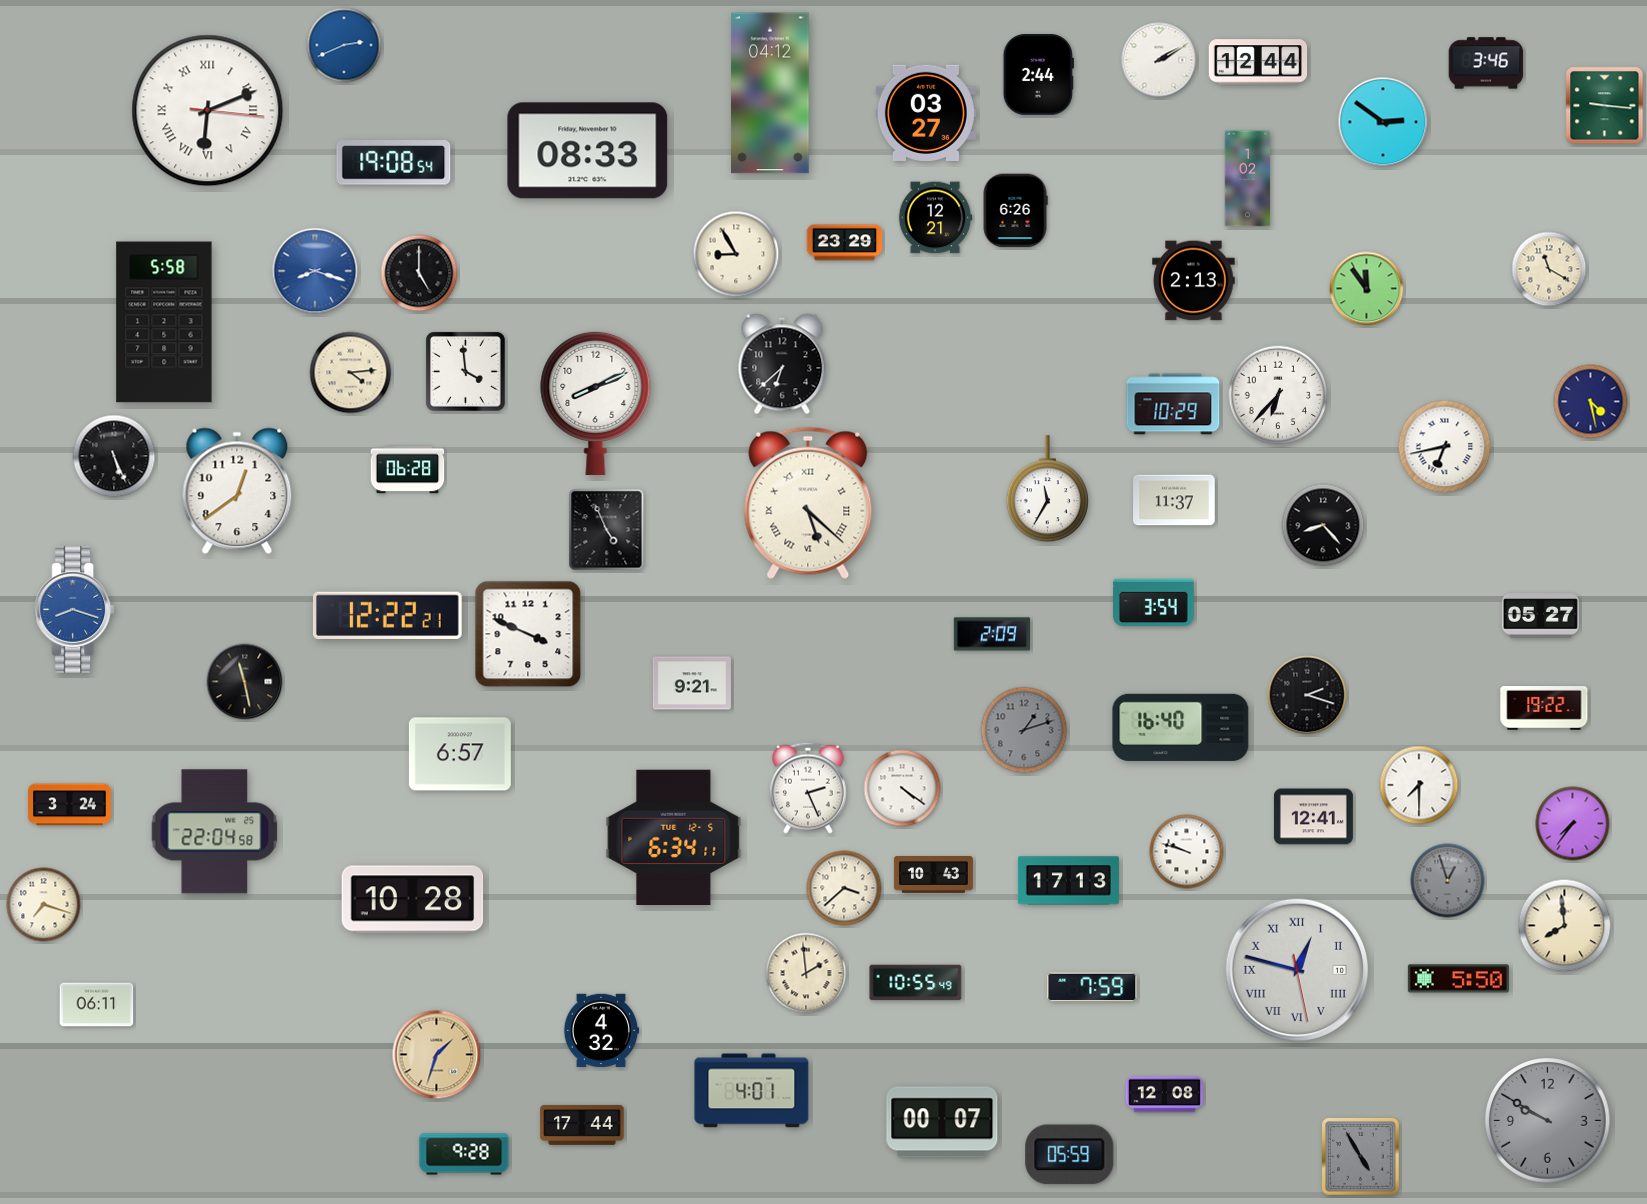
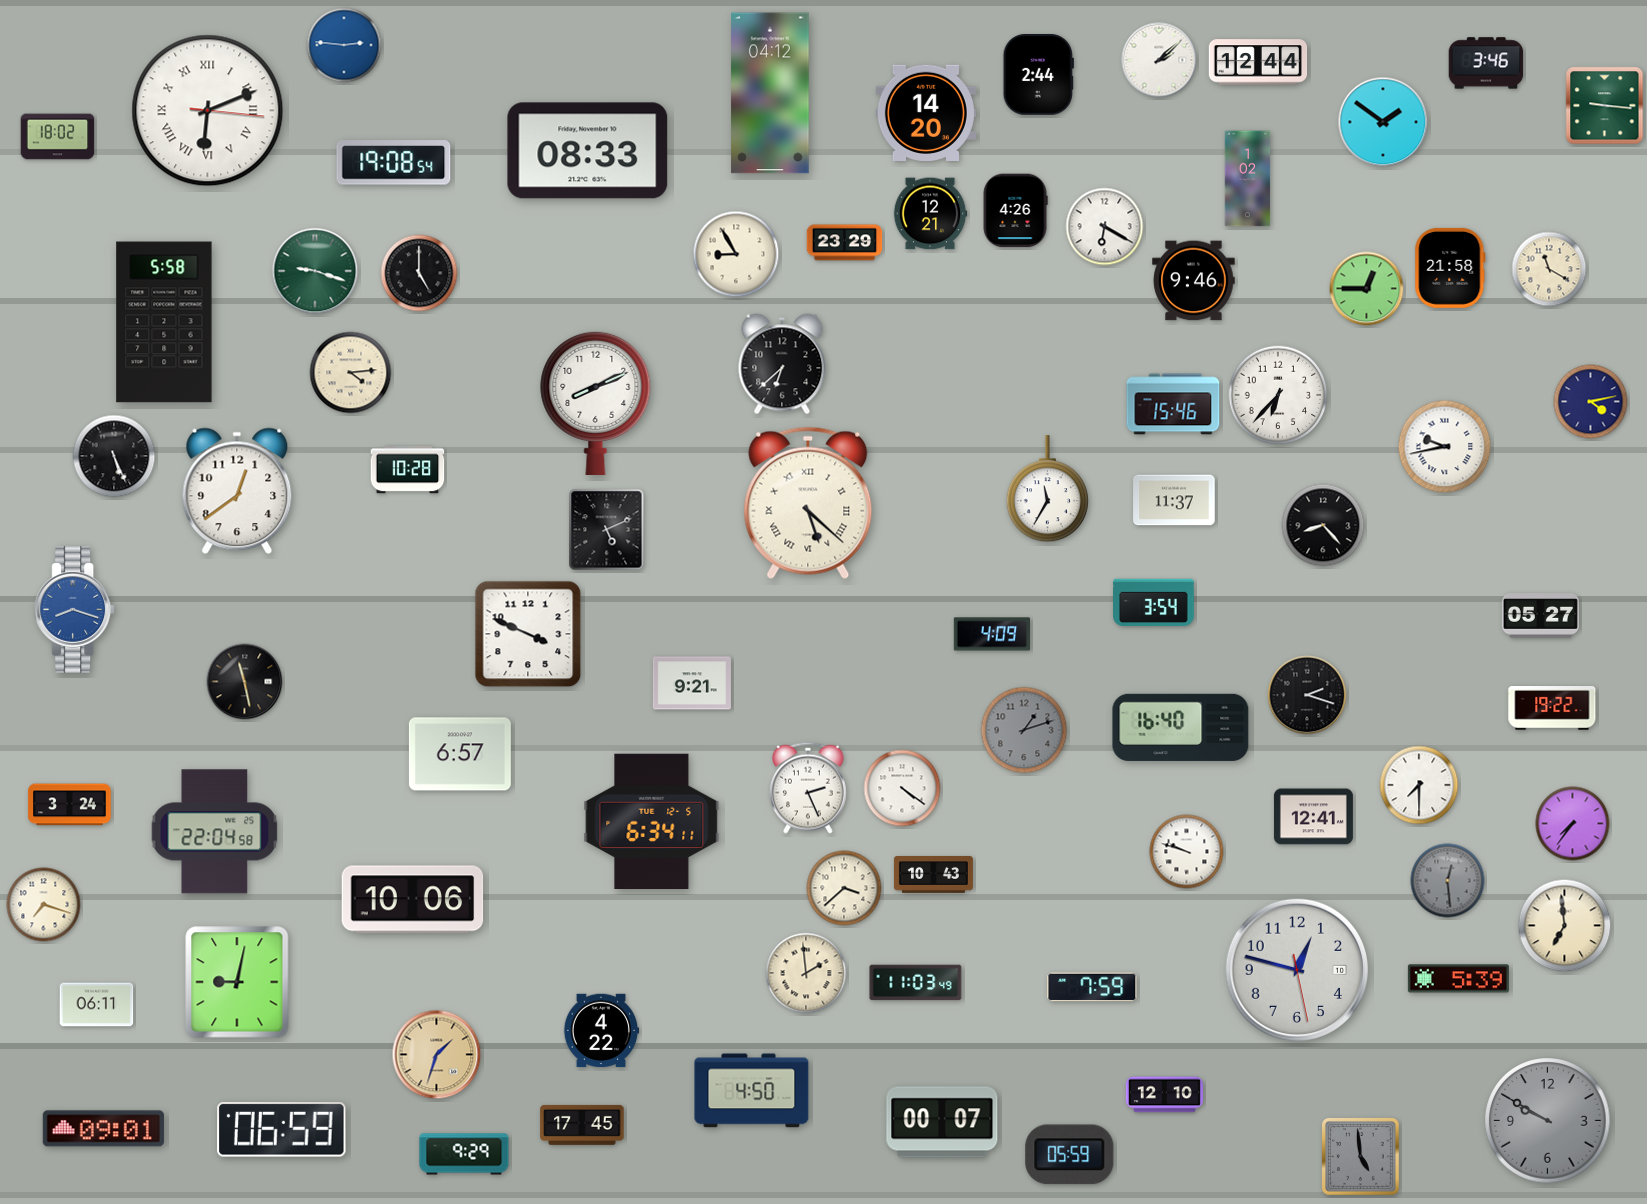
clock at (344, 45): 2:41 -> 2:46
clock at (1159, 60): 2:10 -> 2:08
clock at (926, 112): 03:27 -> 14:20
clock at (1383, 122): 2:51 -> 1:51
clock at (58, 137): none -> 18:02
clock at (1015, 211): 6:26 -> 4:26
clock at (935, 218) position: (935, 218) -> (930, 214)
clock at (1105, 227): none -> 6:20
clock at (1450, 268): none -> 21:58
clock at (315, 271): 8:18 -> 9:18
clock at (315, 271) dial: blue -> green
clock at (1194, 281): 2:13 -> 9:46
clock at (1367, 289): 11:54 -> 12:45
clock at (466, 372): 3:59 -> none
clock at (1591, 402): 4:28 -> 4:13
clock at (1173, 404): 10:29 -> 15:46
clock at (1445, 447): 6:43 -> 9:43
clock at (408, 470): 06:28 -> 10:28
clock at (607, 530): 4:56 -> 5:11
clock at (387, 615): 12:22 -> none
clock at (992, 634): 2:09 -> 4:09
clock at (1544, 709) position: (1544, 709) -> (1552, 709)
clock at (674, 837) position: (674, 837) -> (652, 821)
clock at (1068, 881): 17:13 -> none
clock at (1448, 881): 12:57 -> 12:29
clock at (413, 900): 10:28 -> 10:06
clock at (1565, 926): 7:59 -> 6:59
clock at (1297, 970) numerals: Roman -> Arabic
clock at (1458, 979): 5:50 -> 5:39
clock at (237, 982): none -> 9:02
clock at (916, 983): 10:55 -> 11:03
clock at (601, 1031): 4:32 -> 4:22
clock at (752, 1091): 4:01 -> 4:50
clock at (1164, 1095): 12:08 -> 12:10
clock at (582, 1125): 17:44 -> 17:45
clock at (103, 1129): none -> 09:01
clock at (282, 1130): none -> 06:59
clock at (464, 1154): 9:28 -> 9:29
clock at (1360, 1156): 4:55 -> 4:59
